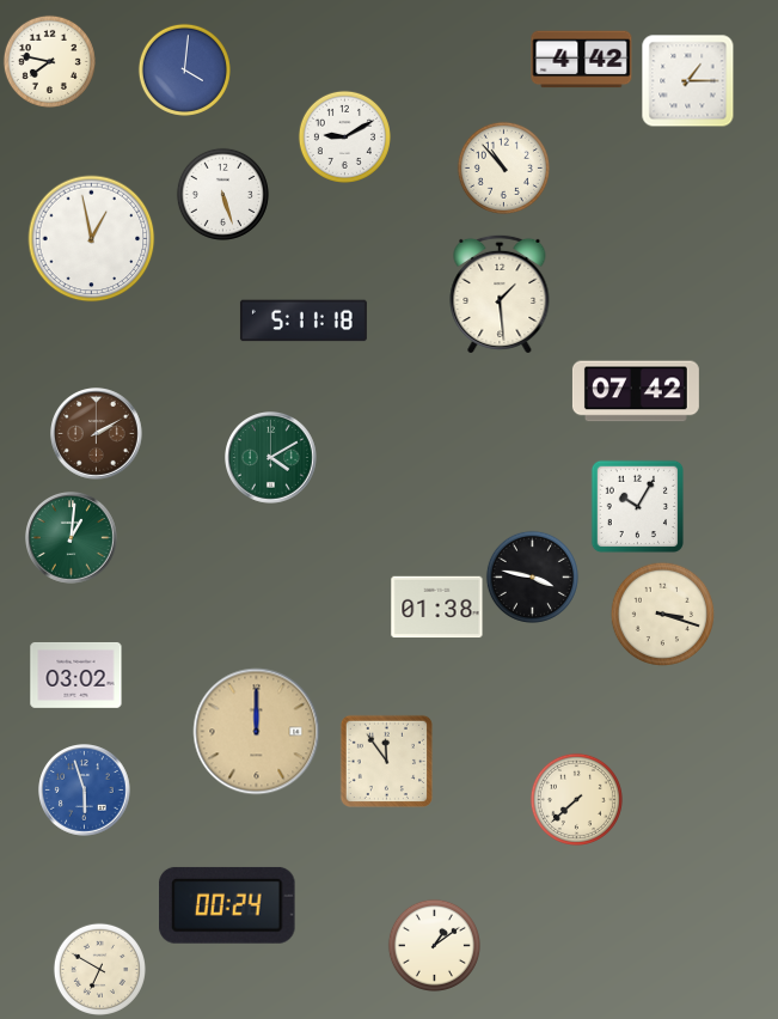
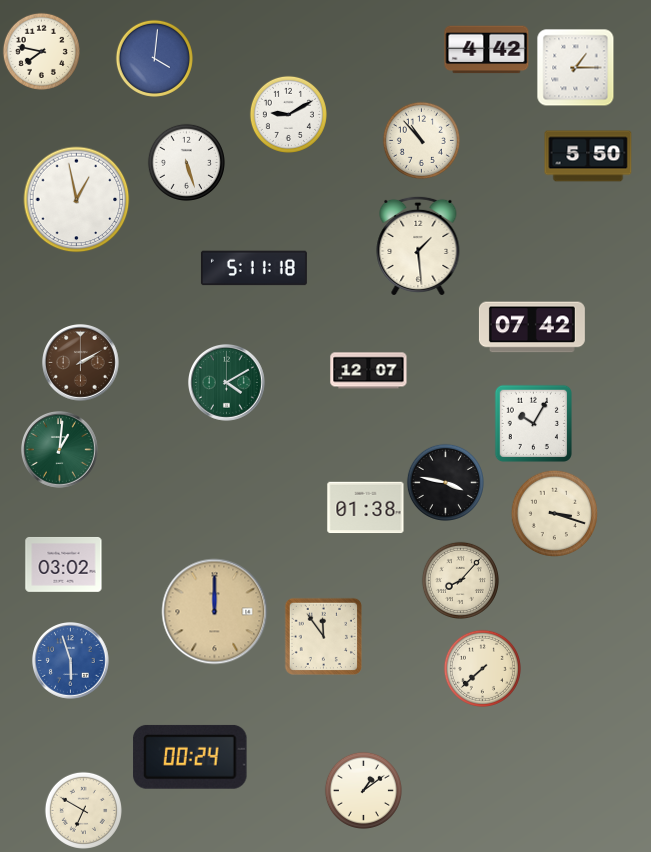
clock at (588, 156): none -> 5:50
clock at (369, 371): none -> 12:07
clock at (460, 580): none -> 8:07
